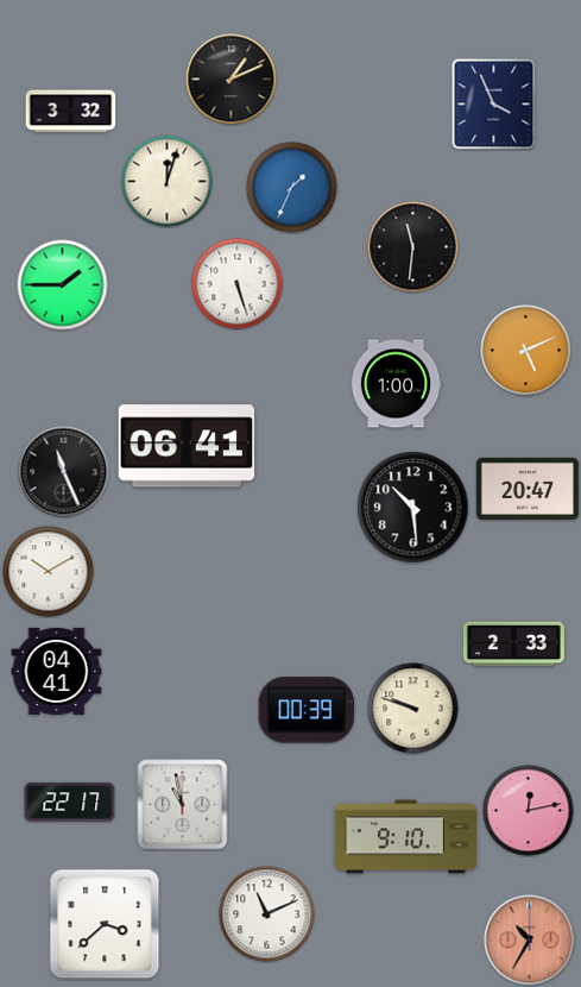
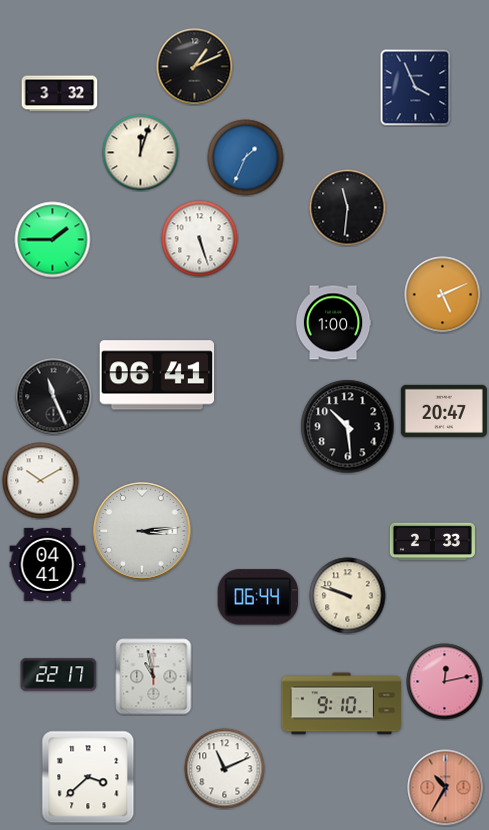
clock at (142, 531): none -> 3:14
clock at (307, 710): 00:39 -> 06:44
clock at (530, 941) position: (530, 941) -> (446, 788)
